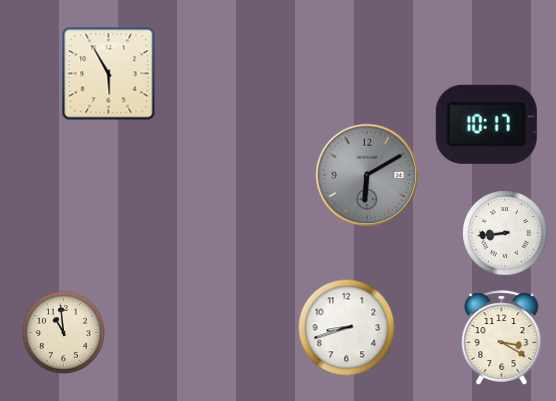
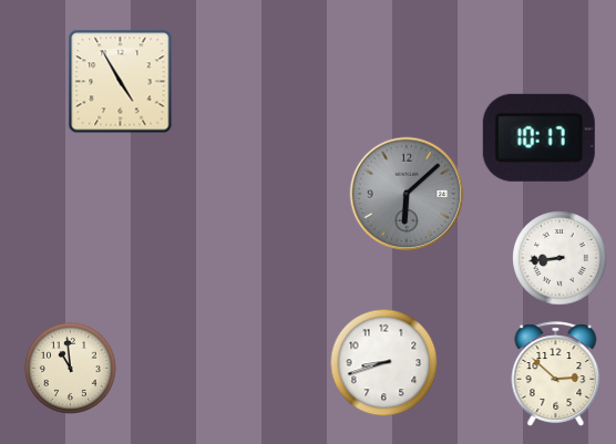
clock at (109, 74): 5:55 -> 4:55
clock at (367, 175): 6:10 -> 6:08
clock at (502, 338): 3:20 -> 2:52
